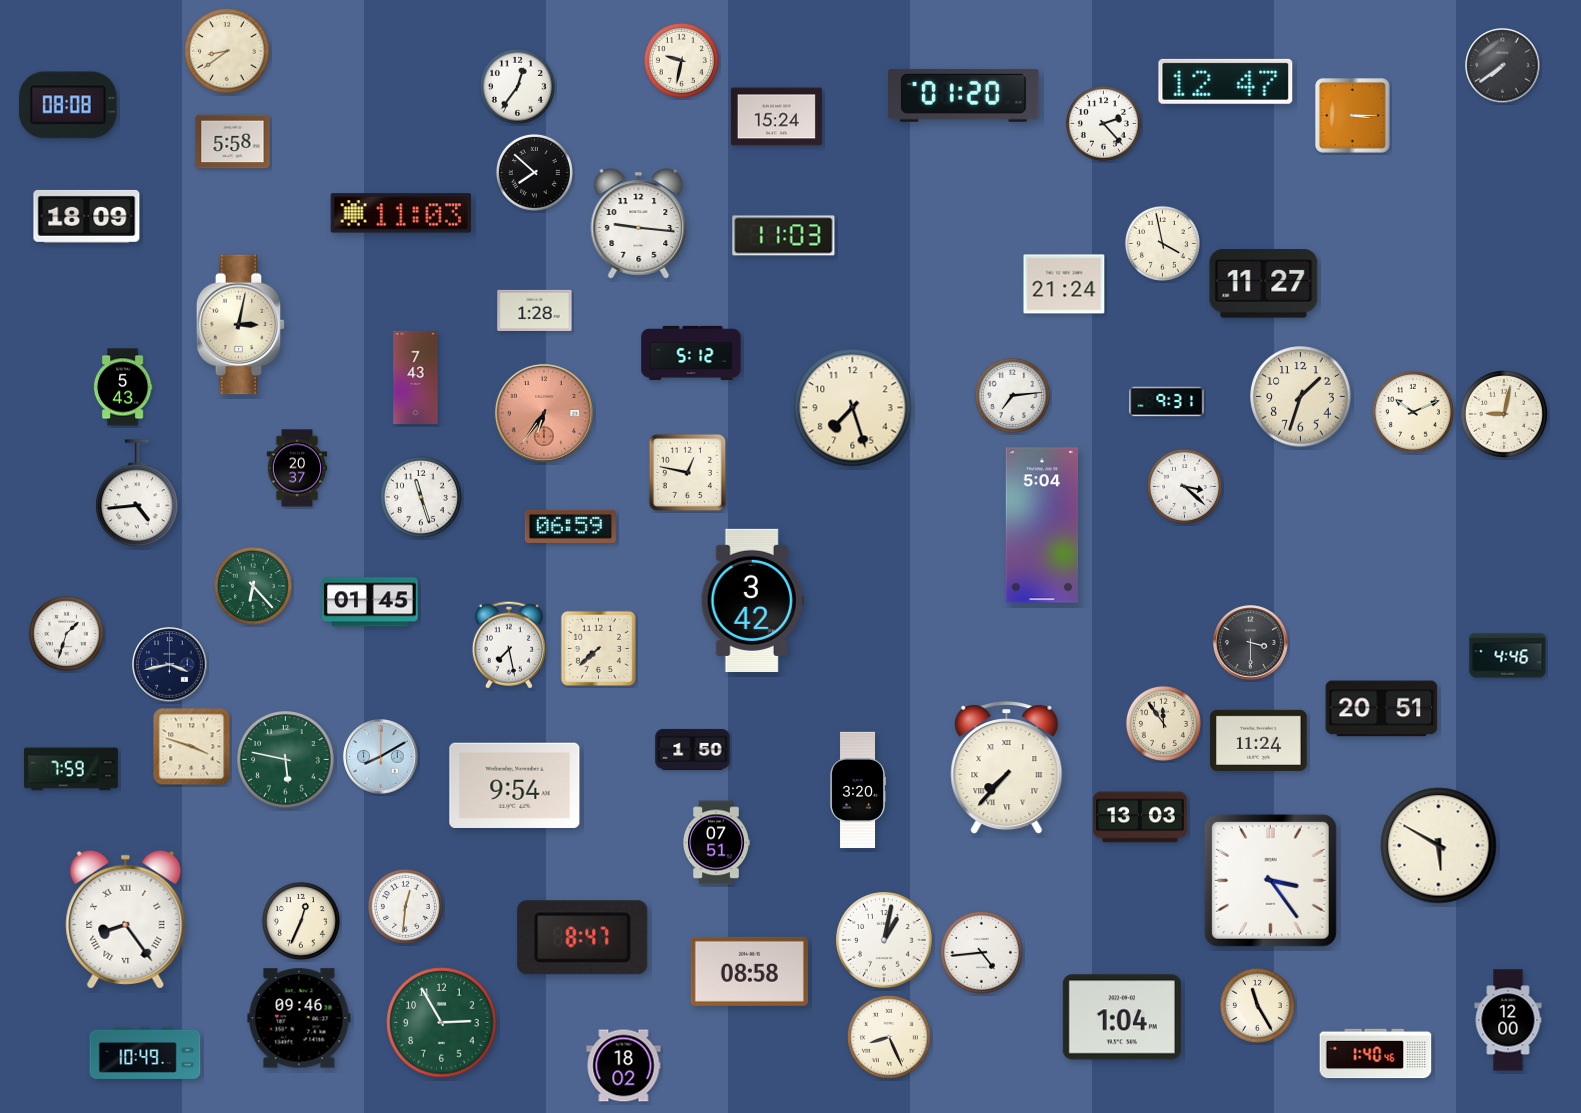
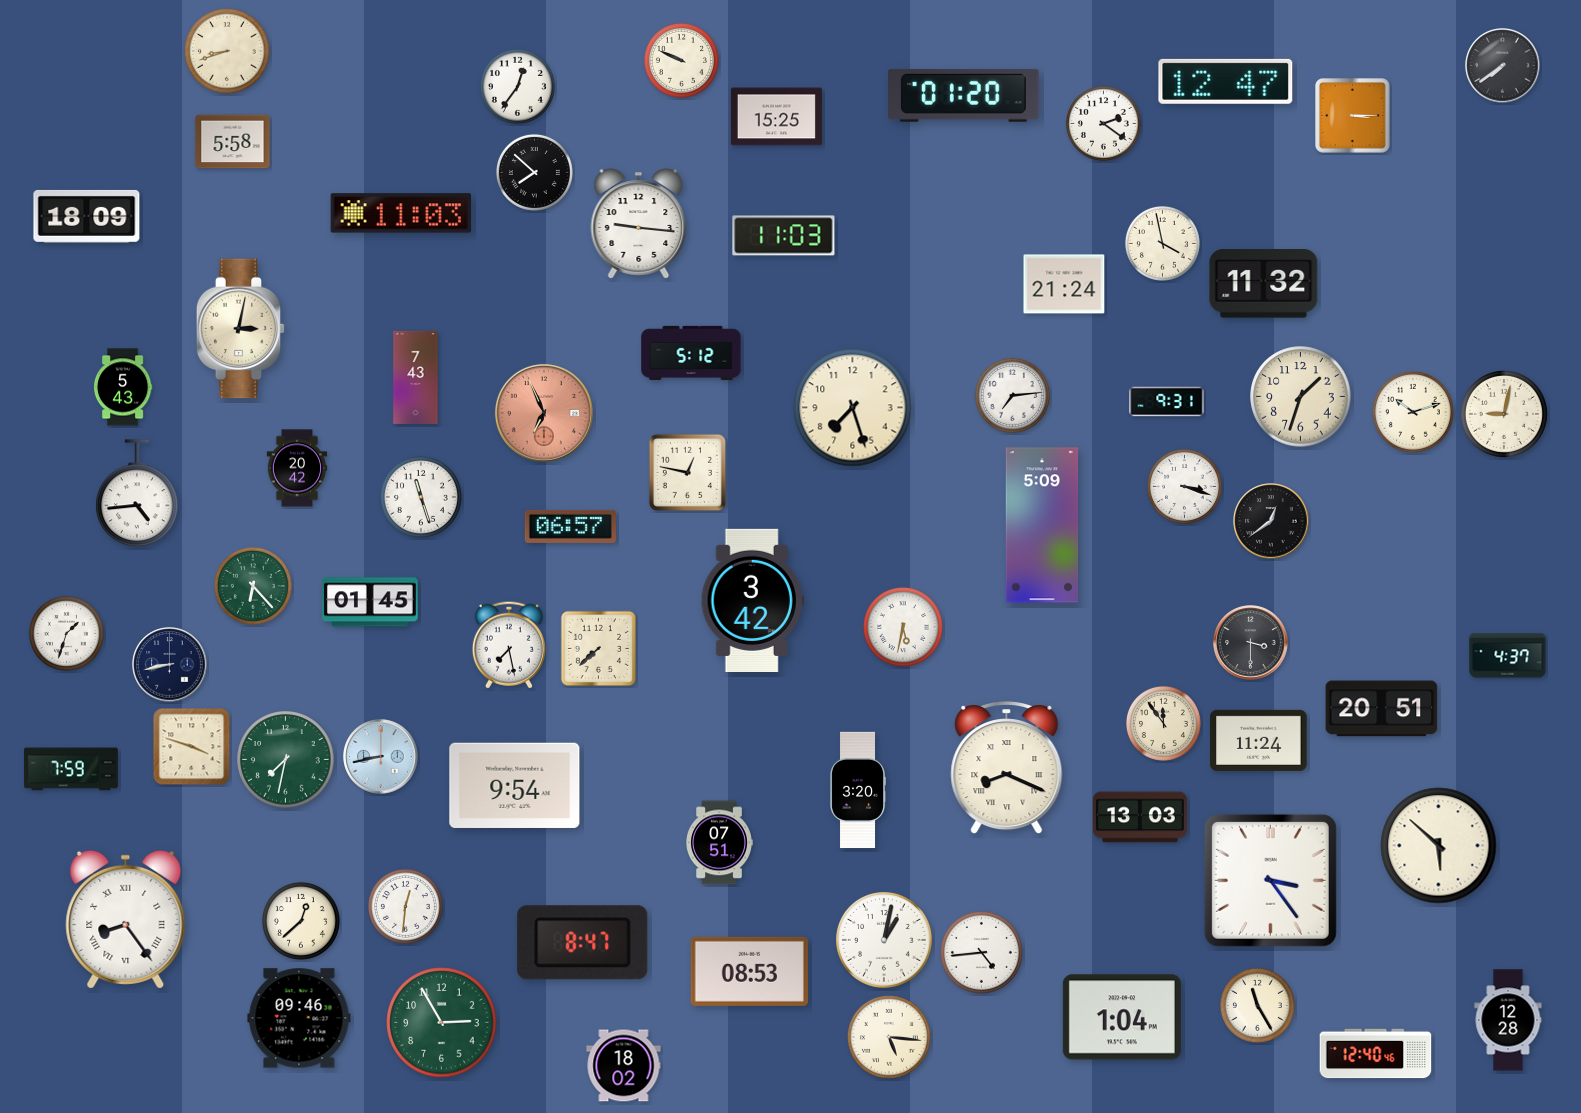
clock at (227, 51): 8:39 -> 8:42
clock at (681, 60): 9:32 -> 9:49
clock at (68, 105): 08:08 -> none
clock at (776, 117): 15:24 -> 15:25
clock at (1103, 123): 2:23 -> 2:21
clock at (1264, 284): 11:27 -> 11:32
clock at (535, 310): 1:28 -> none
clock at (241, 325) position: (241, 325) -> (241, 329)
clock at (1413, 412): 10:11 -> 10:12
clock at (544, 413): 6:36 -> 6:56
clock at (297, 468): 20:37 -> 20:42
clock at (1184, 486): 3:22 -> 3:18
clock at (1271, 521): none -> 12:39
clock at (1042, 525): 5:04 -> 5:09
clock at (570, 526): 06:59 -> 06:57
clock at (903, 627): none -> 5:32
clock at (1508, 656): 4:46 -> 4:37
clock at (170, 665): 3:43 -> 8:43
clock at (693, 749): 1:50 -> none
clock at (381, 757): 8:10 -> 8:43
clock at (286, 760): 5:47 -> 7:32
clock at (1007, 769): 7:37 -> 8:19
clock at (717, 843) position: (717, 843) -> (720, 843)
clock at (1439, 846): 5:50 -> 5:52
clock at (301, 921): 12:34 -> 12:38
clock at (583, 938) position: (583, 938) -> (583, 943)
clock at (749, 971): 08:58 -> 08:53
clock at (1508, 1020): 12:00 -> 12:28
clock at (889, 1037): 8:26 -> 5:16
clock at (145, 1053): 10:49 -> none
clock at (1376, 1054): 1:40 -> 12:40
